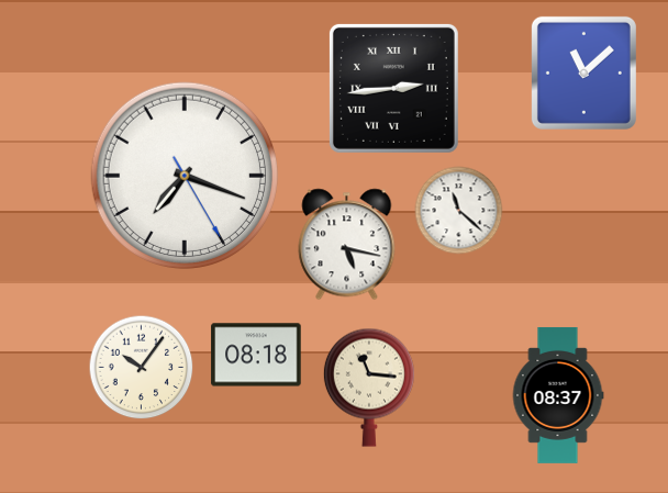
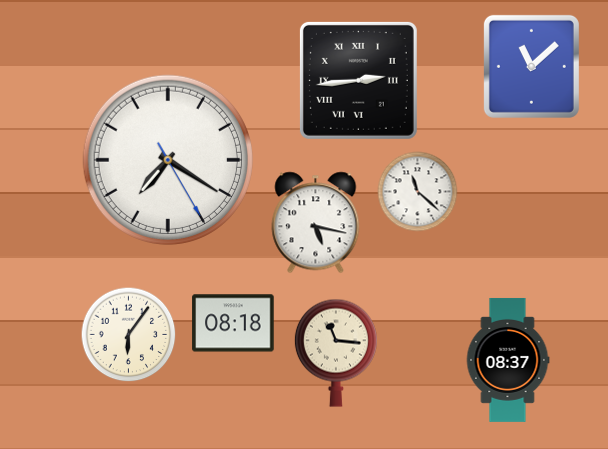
clock at (183, 175): 7:18 -> 7:20
clock at (142, 368): 10:06 -> 6:06
